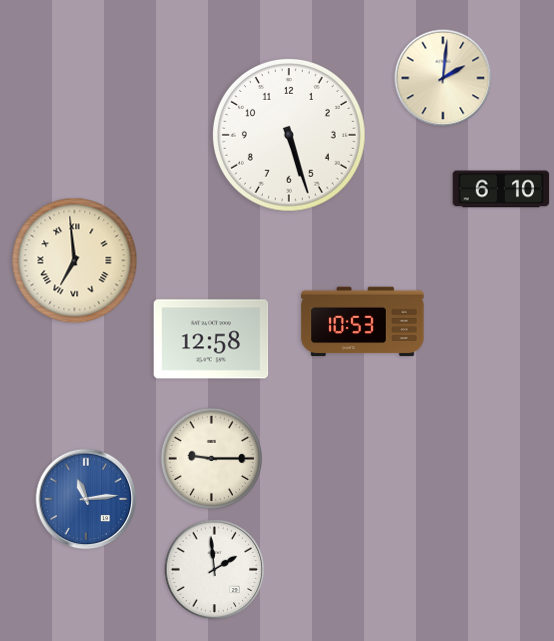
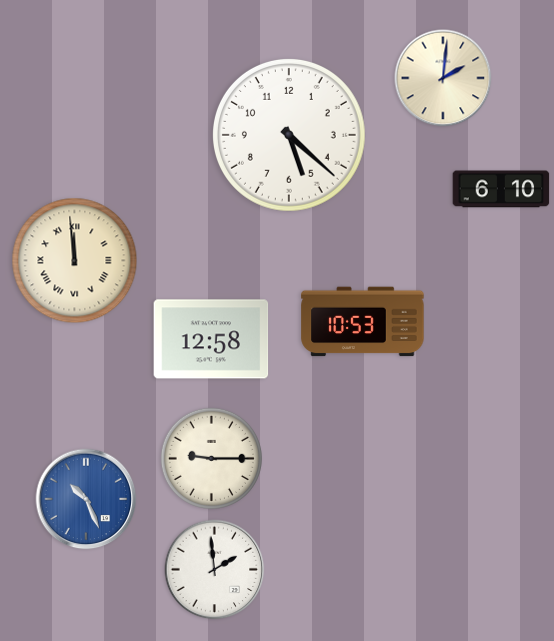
clock at (289, 135): 5:27 -> 5:22
clock at (75, 261): 6:59 -> 11:59
clock at (86, 499): 11:14 -> 10:26
